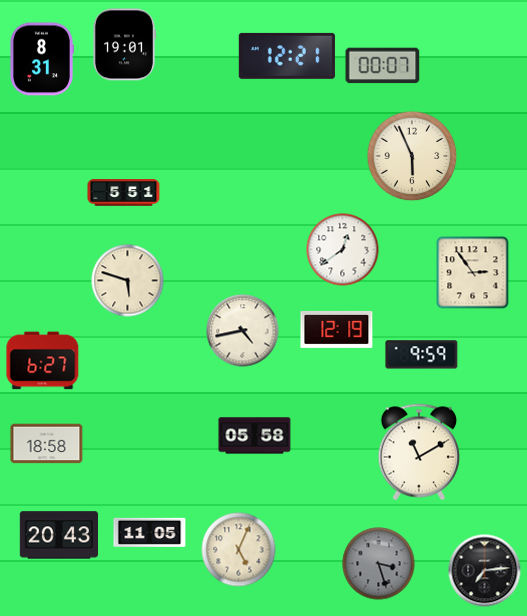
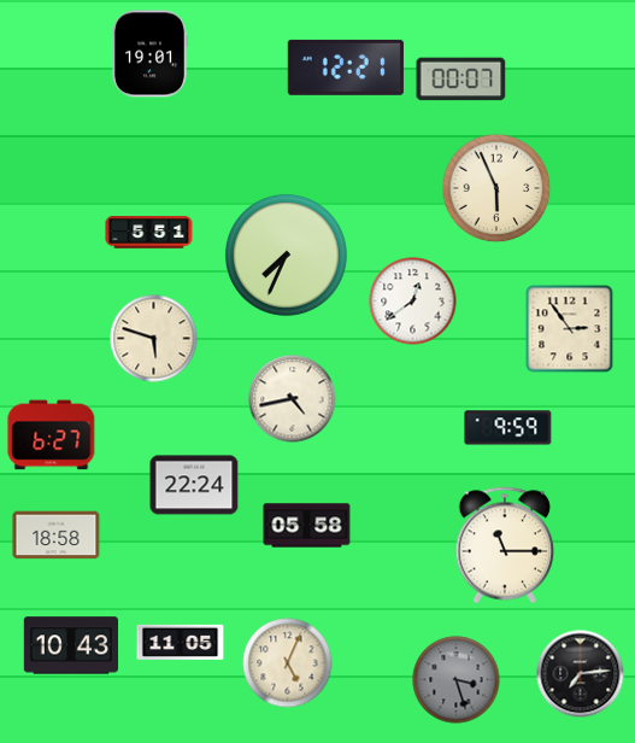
clock at (42, 59): 8:31 -> none
clock at (286, 255): none -> 7:34
clock at (337, 329): 12:19 -> none
clock at (194, 485): none -> 22:24
clock at (419, 452): 11:10 -> 11:15
clock at (58, 535): 20:43 -> 10:43
clock at (485, 571) position: (485, 571) -> (581, 674)
